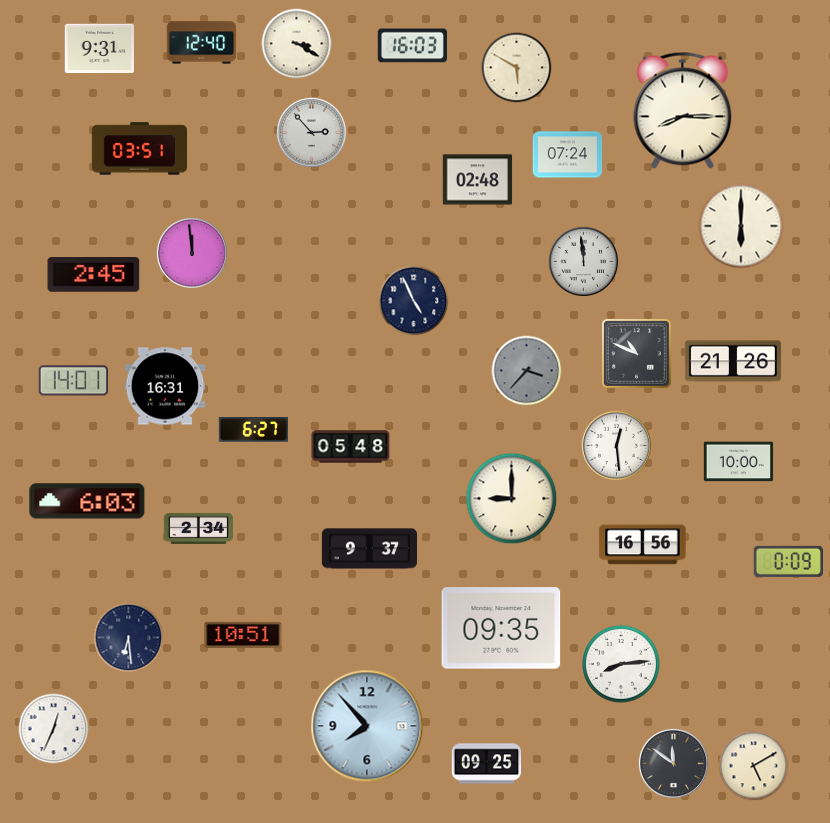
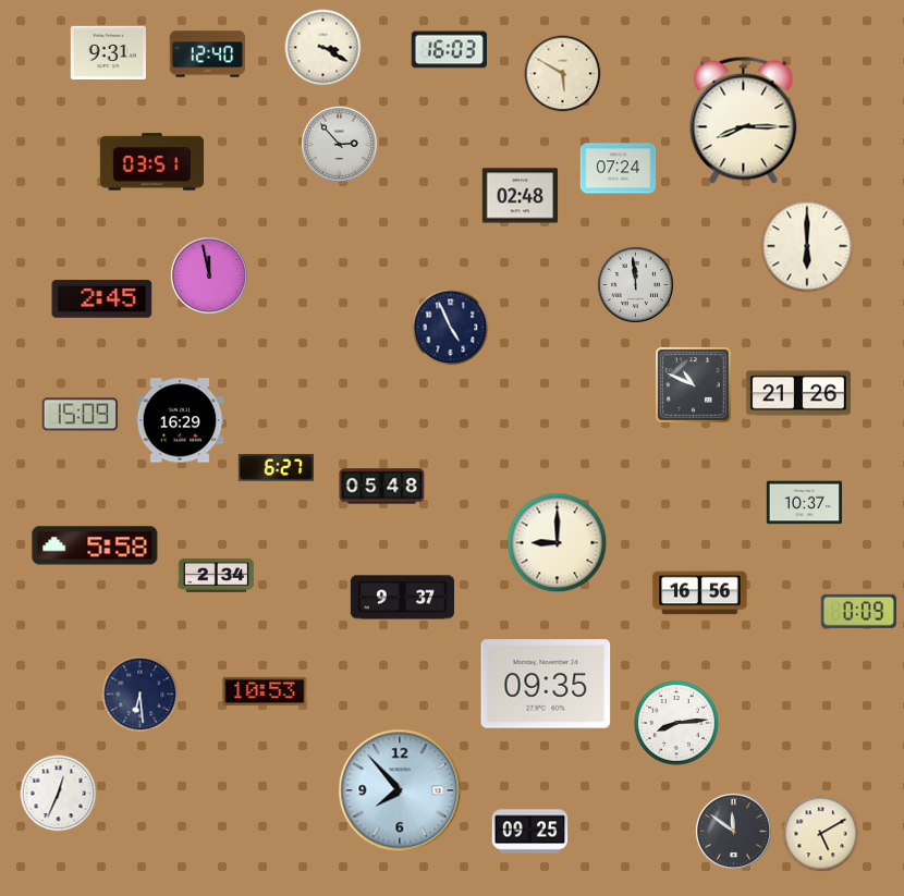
clock at (202, 43) position: (202, 43) -> (208, 54)
clock at (192, 253): 11:59 -> 11:58
clock at (527, 371): 3:37 -> none
clock at (73, 381): 14:01 -> 15:09
clock at (165, 386): 16:31 -> 16:29
clock at (616, 445): 12:29 -> none
clock at (739, 462): 10:00 -> 10:37
clock at (87, 501): 6:03 -> 5:58
clock at (243, 635): 10:51 -> 10:53
